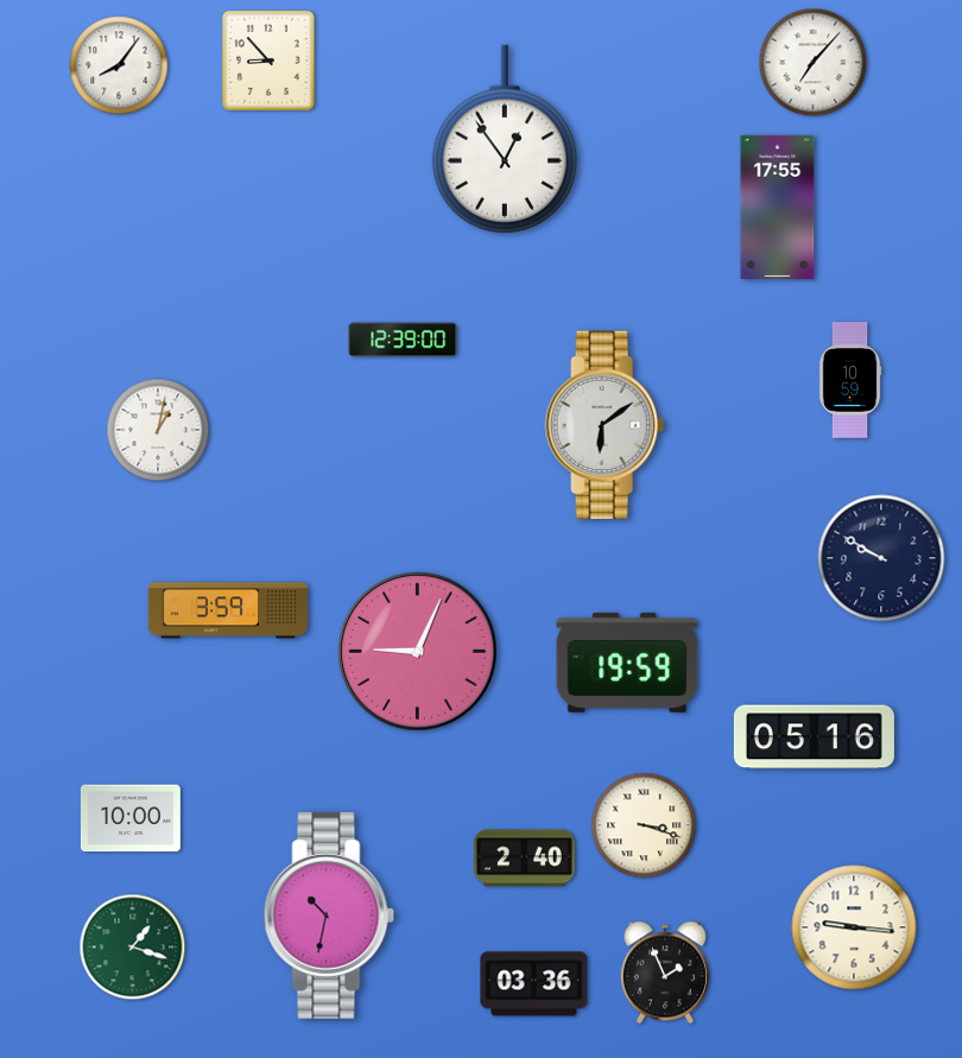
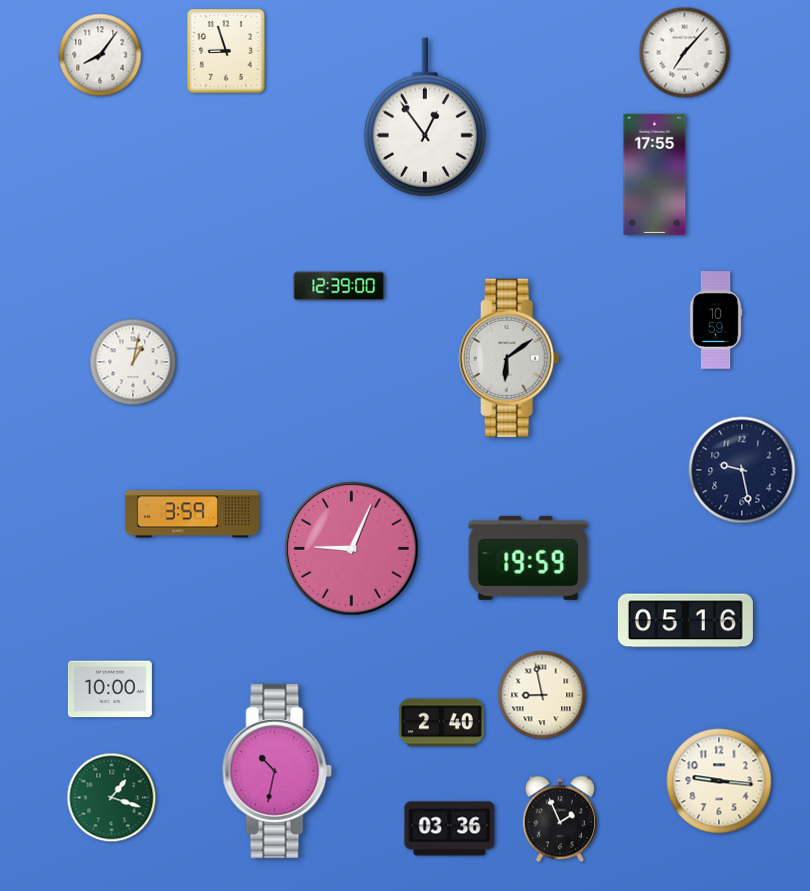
clock at (270, 62): 8:53 -> 8:57
clock at (881, 558): 9:50 -> 9:28
clock at (644, 825): 3:18 -> 8:58
